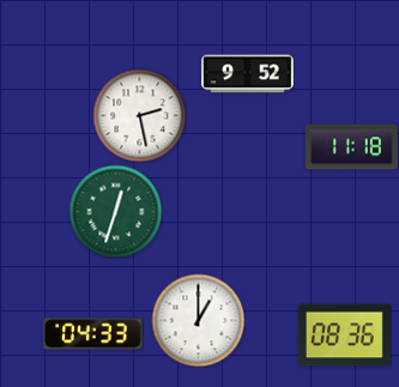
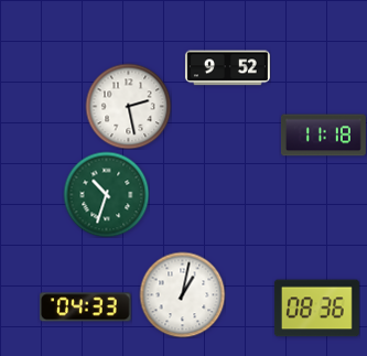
clock at (115, 211): 12:33 -> 10:33
clock at (198, 320): 1:00 -> 1:02
